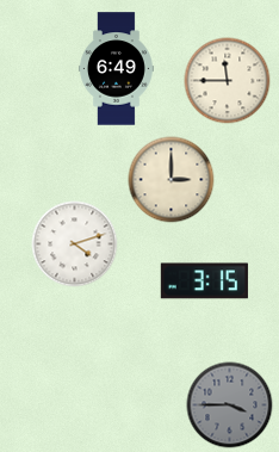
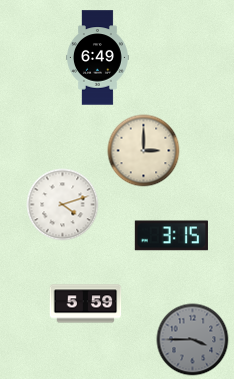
clock at (228, 81): 11:45 -> none
clock at (86, 304): none -> 5:59
